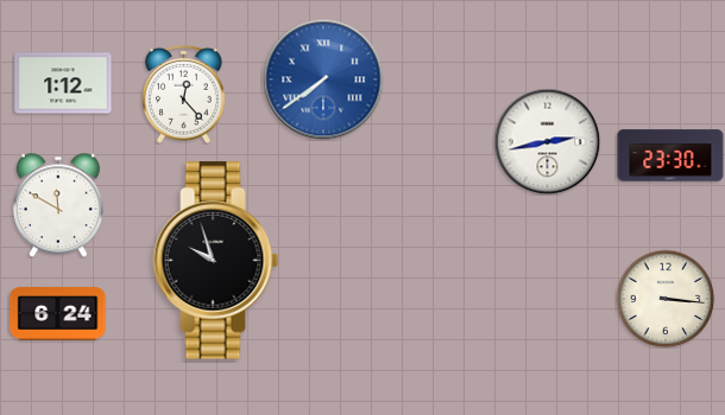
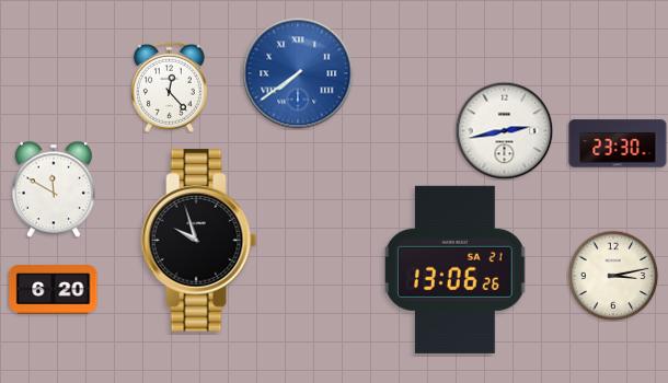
clock at (63, 83): 1:12 -> none
clock at (454, 269): none -> 13:06
clock at (666, 299): 3:16 -> 3:13
clock at (58, 314): 6:24 -> 6:20
